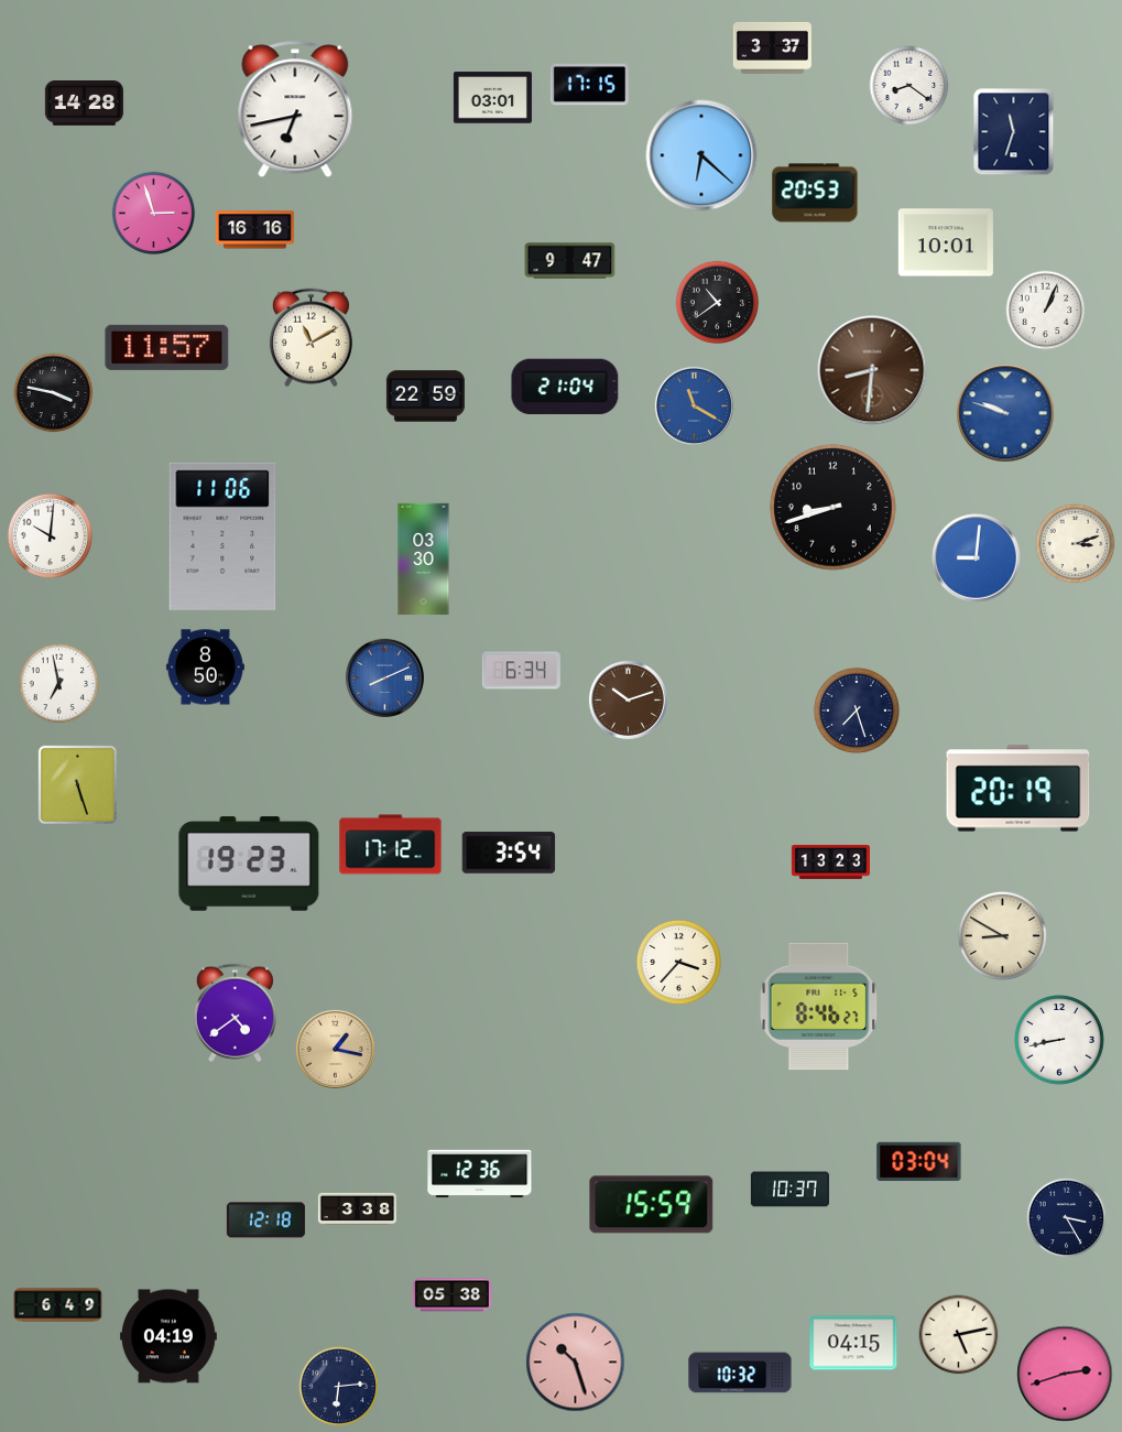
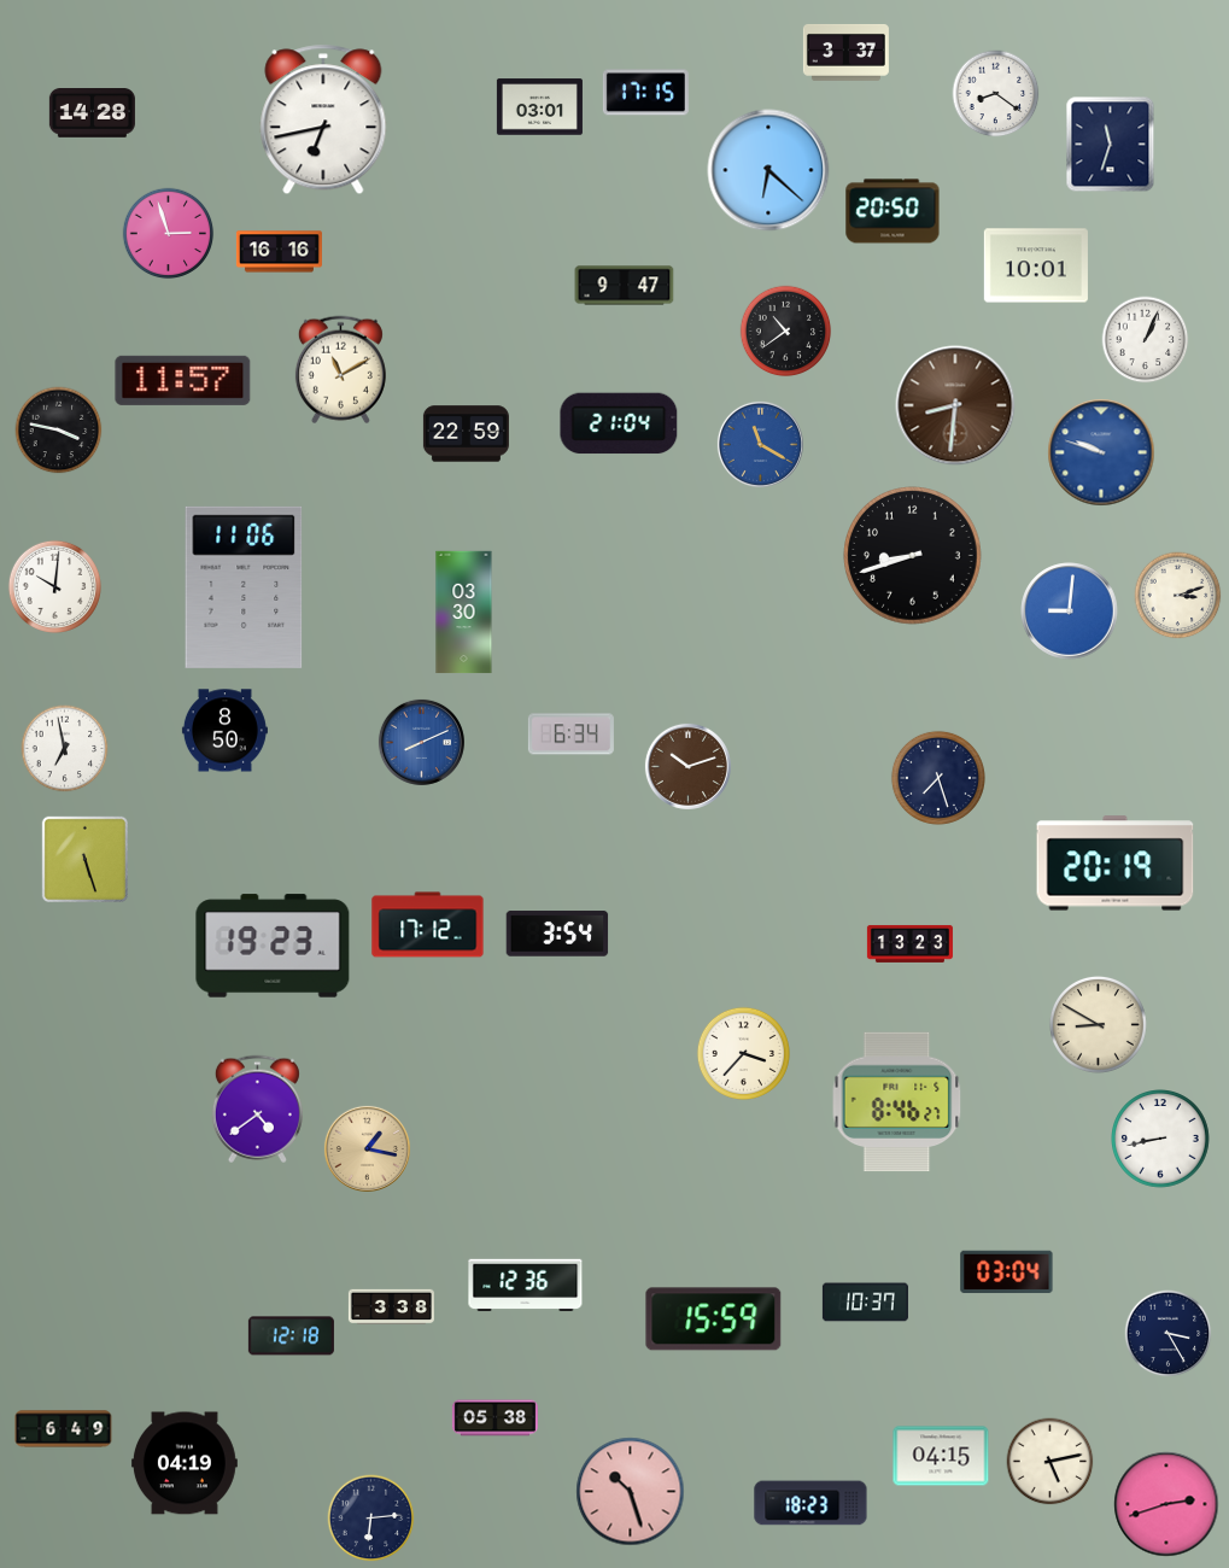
clock at (815, 193): 20:53 -> 20:50
clock at (357, 1208) position: (357, 1208) -> (391, 1306)
clock at (853, 1343) position: (853, 1343) -> (941, 1456)
clock at (740, 1373): 10:32 -> 18:23
